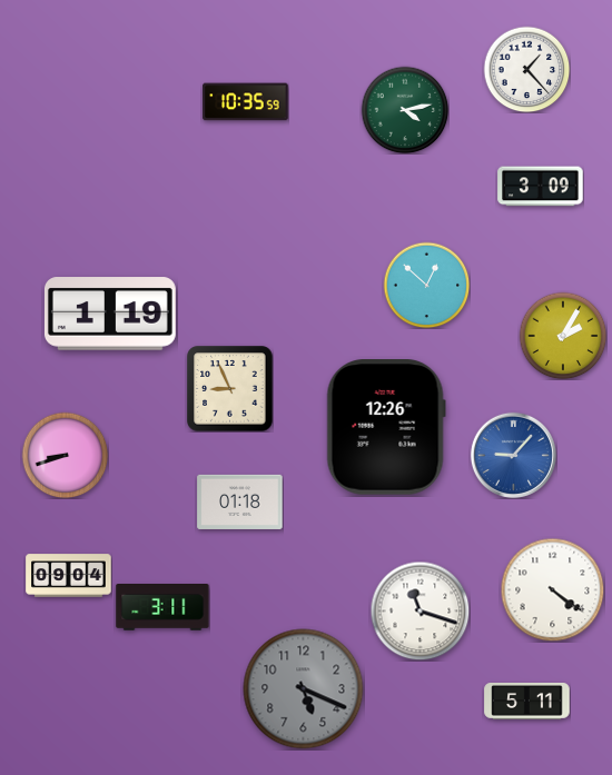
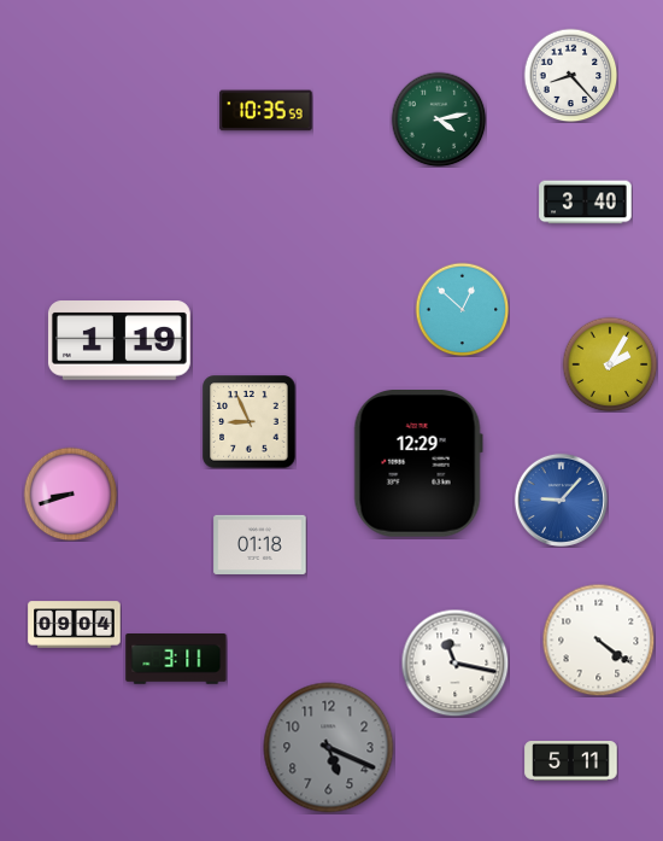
clock at (526, 69): 1:23 -> 8:23
clock at (541, 187): 3:09 -> 3:40
clock at (386, 428): 12:26 -> 12:29
clock at (513, 455) position: (513, 455) -> (561, 500)
clock at (419, 610): 11:18 -> 11:17
